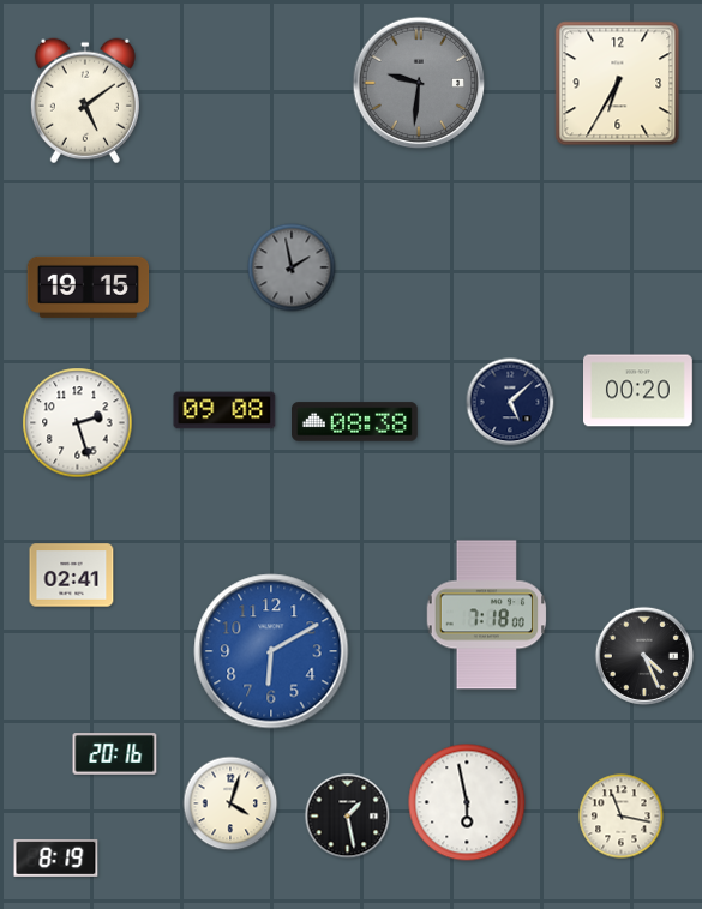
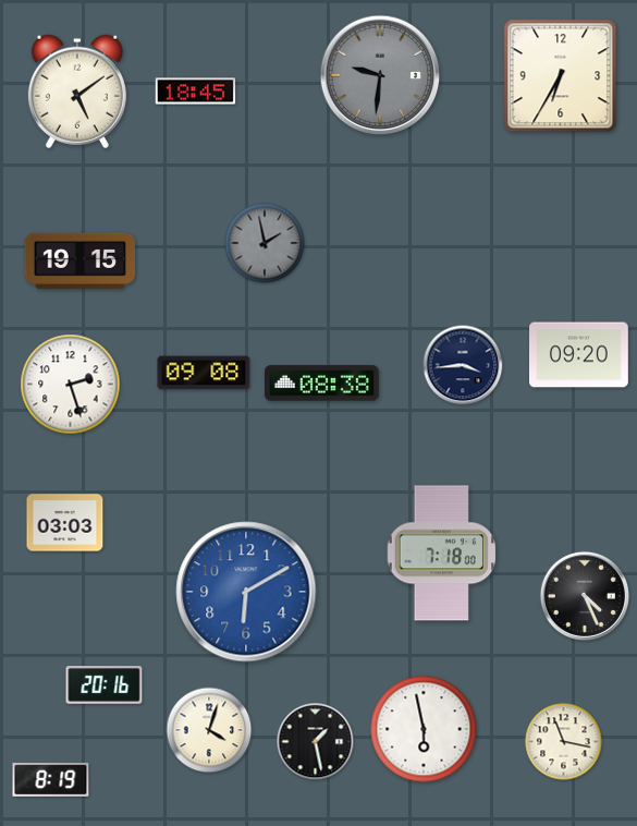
clock at (196, 92): none -> 18:45
clock at (638, 391): 00:20 -> 09:20
clock at (510, 402): 5:08 -> 3:44
clock at (72, 576): 02:41 -> 03:03
clock at (486, 615) position: (486, 615) -> (441, 554)
